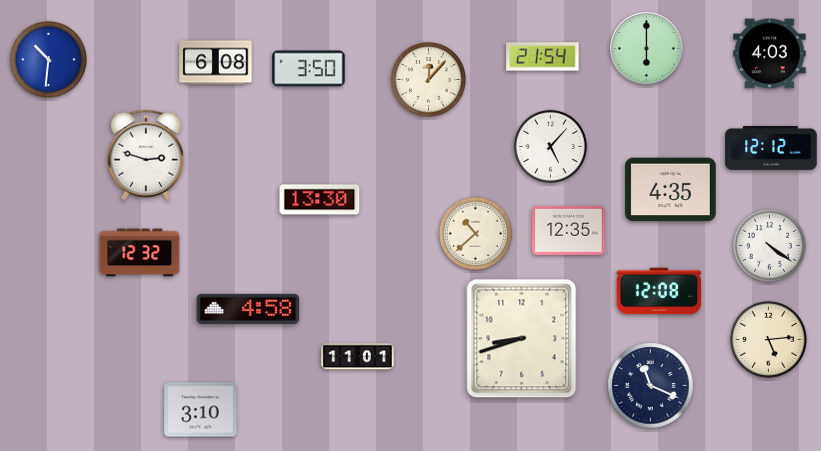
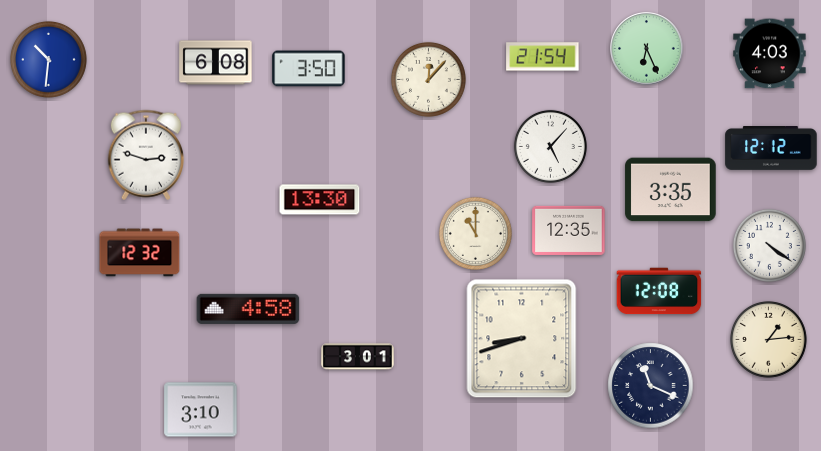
clock at (647, 49): 6:00 -> 6:26
clock at (671, 190): 4:35 -> 3:35
clock at (475, 233): 10:38 -> 11:00
clock at (768, 339): 5:14 -> 1:14
clock at (358, 357): 11:01 -> 3:01
